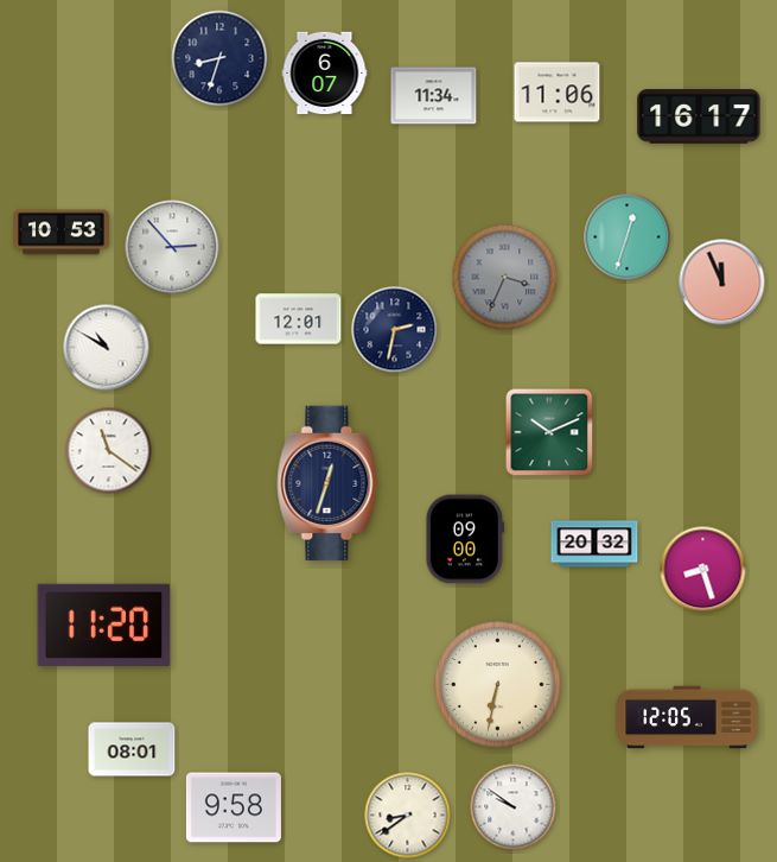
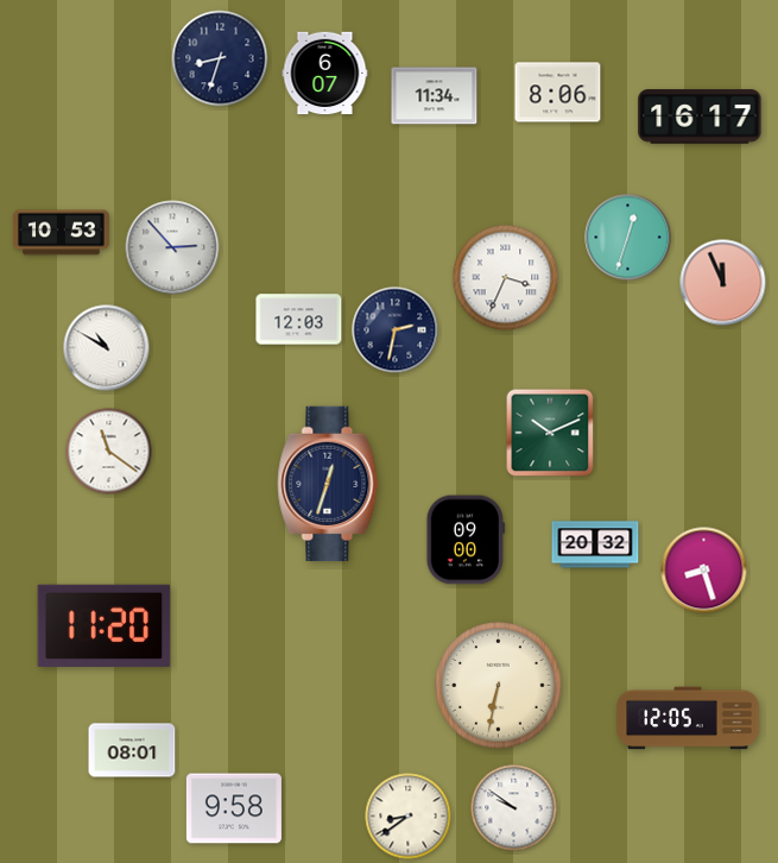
clock at (558, 93): 11:06 -> 8:06
clock at (505, 278) dial: grey -> white
clock at (299, 319): 12:01 -> 12:03
